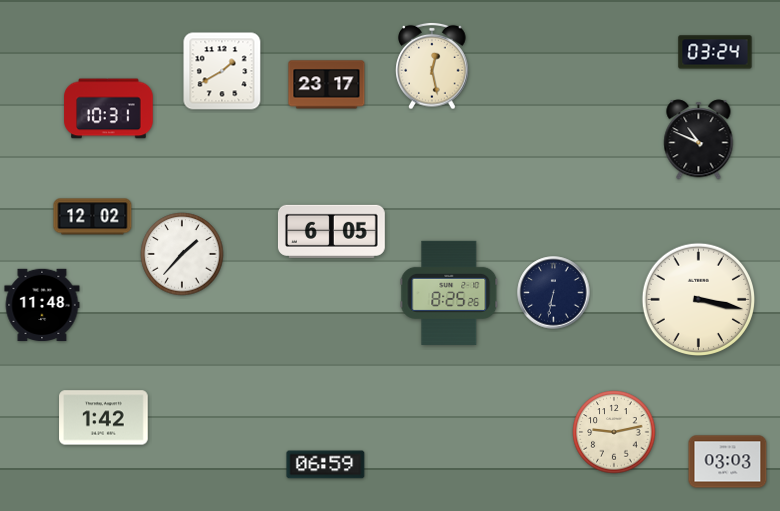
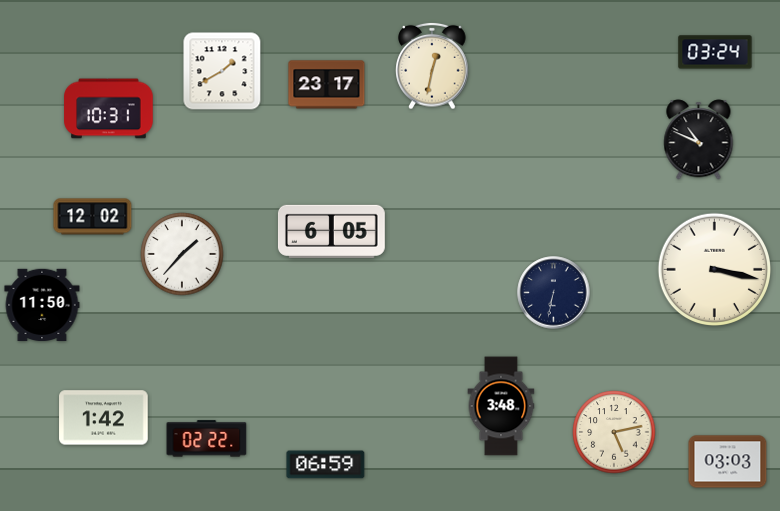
clock at (432, 66): 12:28 -> 12:32
clock at (449, 293): 8:25 -> none
clock at (698, 299) position: (698, 299) -> (714, 269)
clock at (42, 304): 11:48 -> 11:50
clock at (501, 406): none -> 3:48
clock at (614, 432): 9:13 -> 5:13
clock at (207, 439): none -> 02:22
